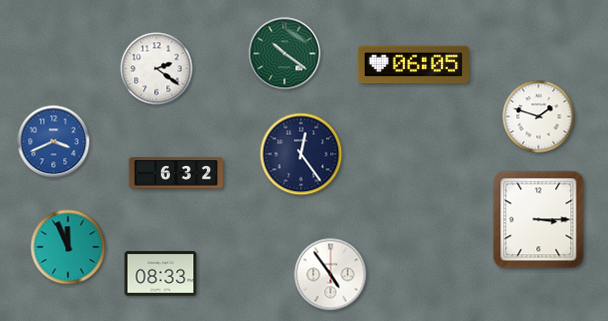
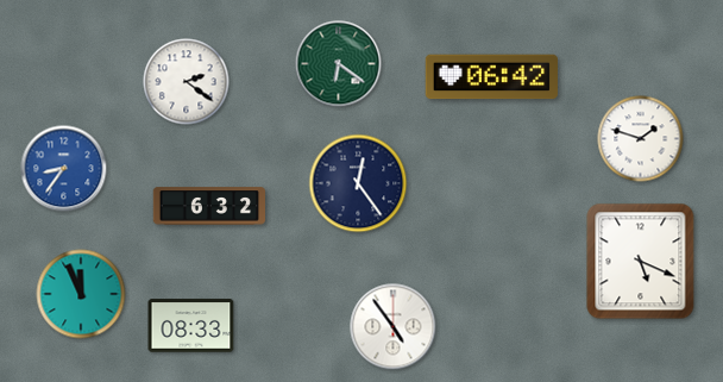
clock at (285, 54): 10:21 -> 6:21
clock at (413, 65): 06:05 -> 06:42
clock at (54, 142): 3:41 -> 8:36
clock at (539, 220): 3:15 -> 5:19
